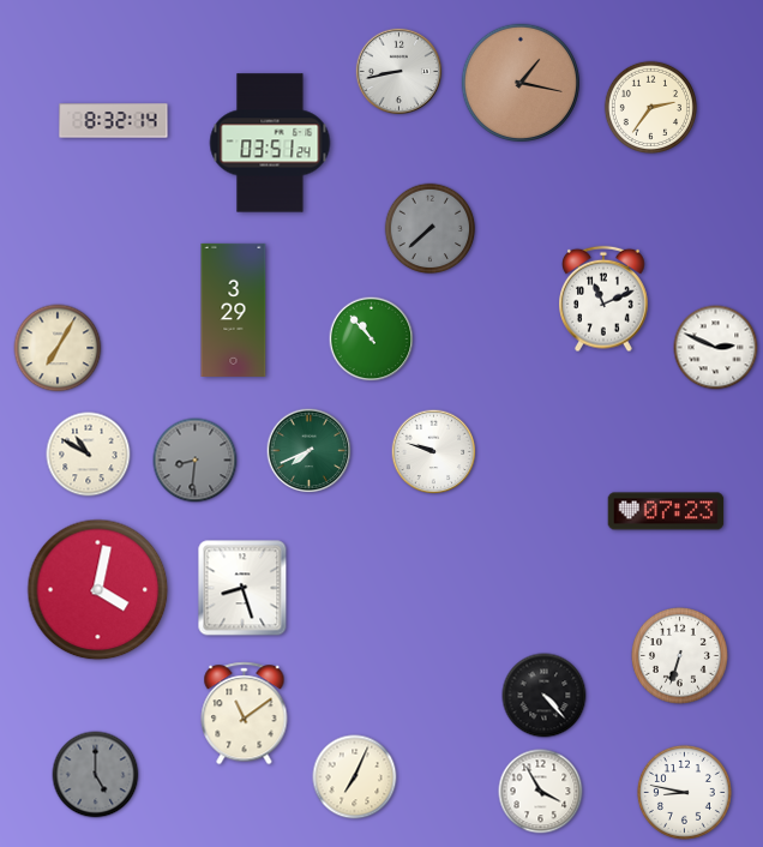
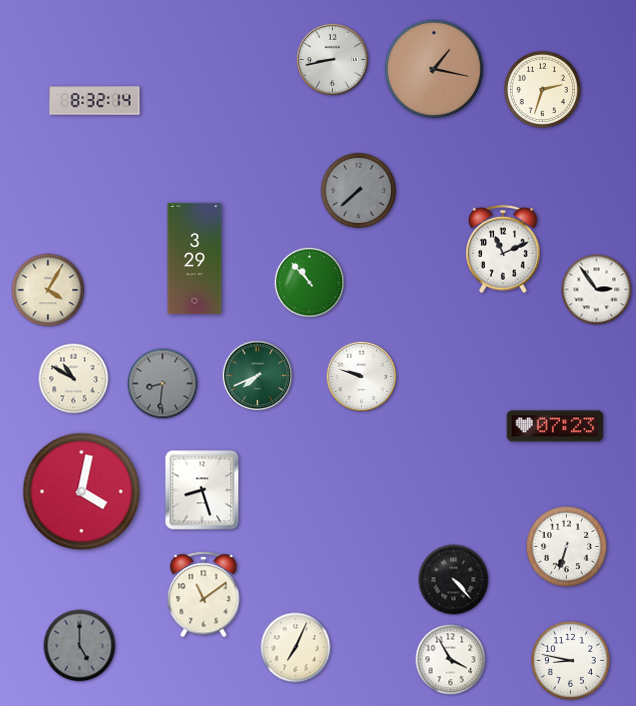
clock at (650, 107): 2:36 -> 2:33
clock at (270, 143): 03:51 -> none
clock at (58, 348): 7:05 -> 4:05
clock at (716, 348): 2:49 -> 2:54
